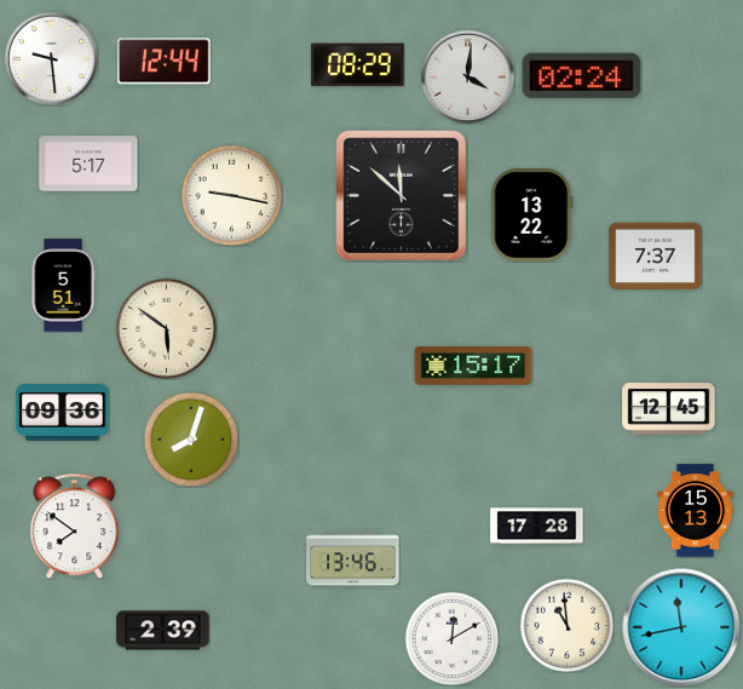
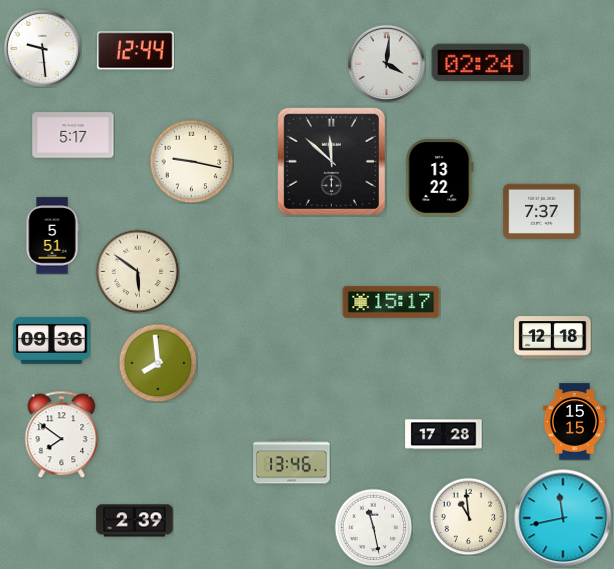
clock at (358, 65): 08:29 -> none
clock at (669, 409): 12:45 -> 12:18
clock at (191, 440): 8:03 -> 7:59
clock at (695, 511): 15:13 -> 15:15
clock at (451, 638): 12:10 -> 11:28
